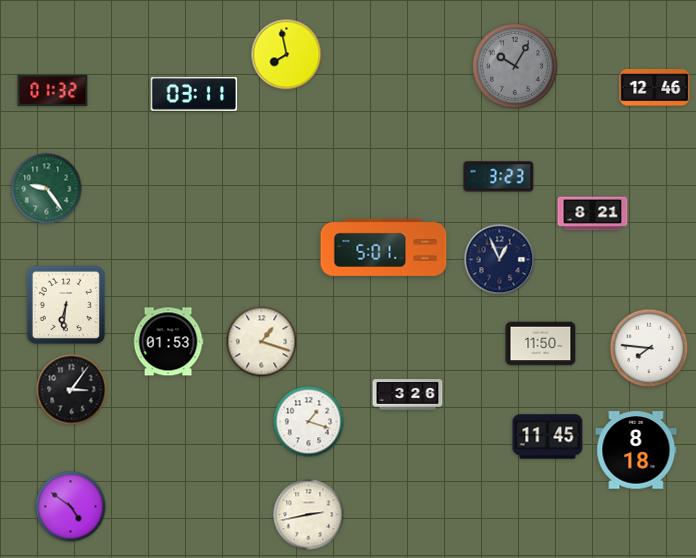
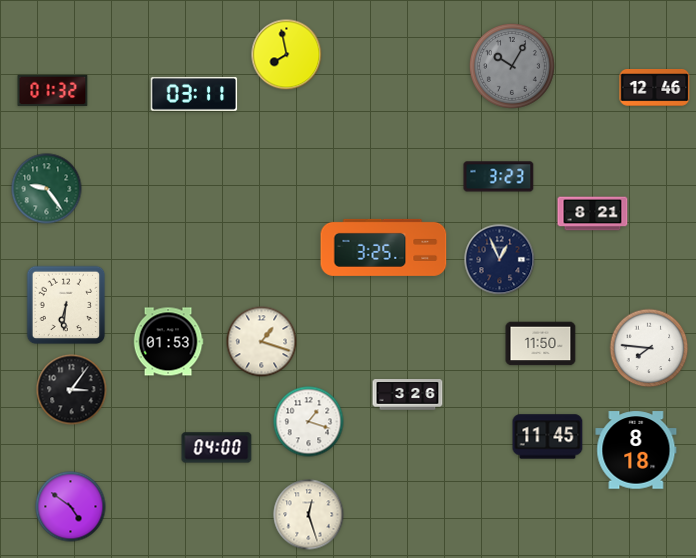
clock at (515, 66) position: (515, 66) -> (512, 66)
clock at (384, 247): 5:01 -> 3:25
clock at (217, 448): none -> 04:00
clock at (309, 515): 2:43 -> 12:27
